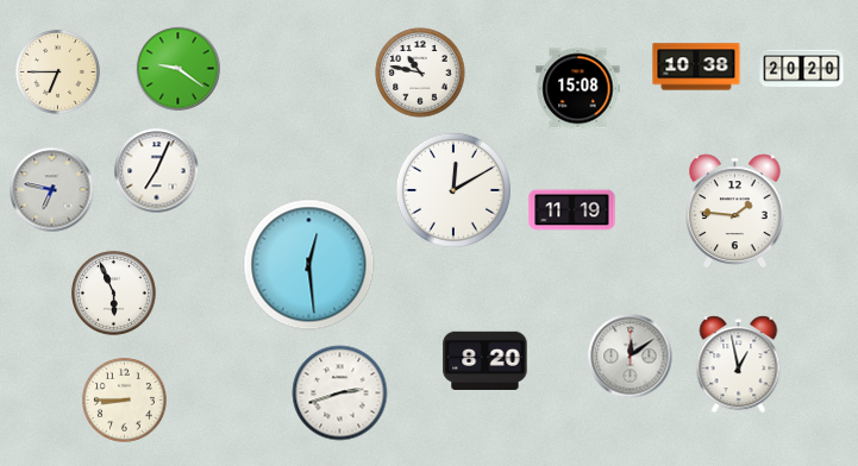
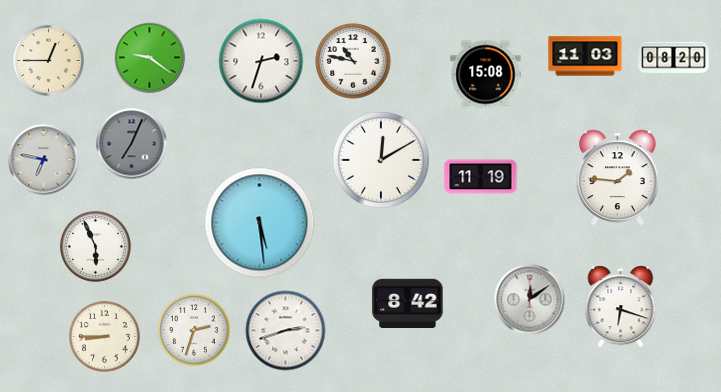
clock at (696, 67): 10:38 -> 11:03
clock at (802, 69): 20:20 -> 08:20
clock at (57, 73): 6:45 -> 12:45
clock at (261, 61): none -> 2:33
clock at (157, 171) dial: white -> grey
clock at (309, 265): 12:29 -> 5:29
clock at (486, 360): 8:20 -> 8:42
clock at (739, 365): 12:58 -> 6:18
clock at (195, 331): none -> 2:33
